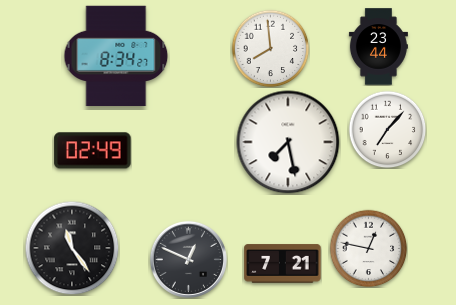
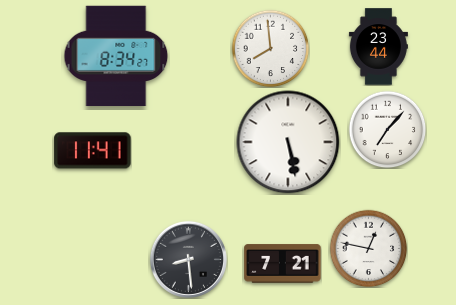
clock at (288, 142): 7:28 -> 5:28
clock at (93, 151): 02:49 -> 11:41
clock at (72, 248): 11:24 -> none
clock at (188, 259): 12:49 -> 8:29
